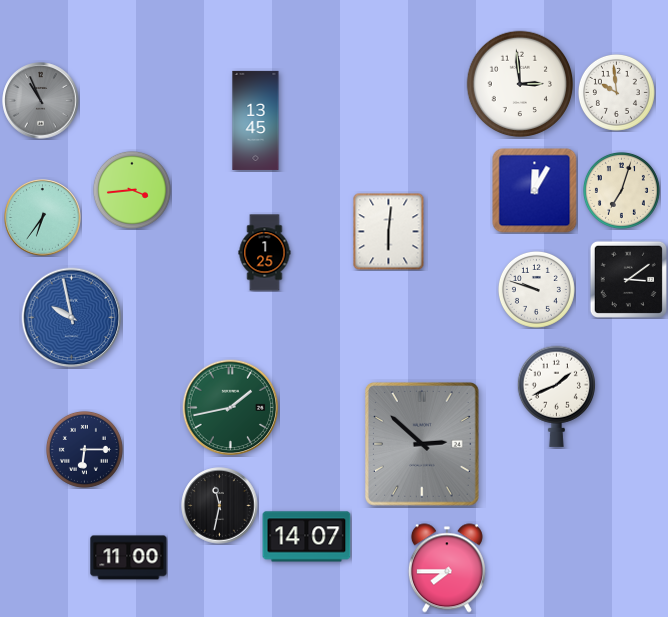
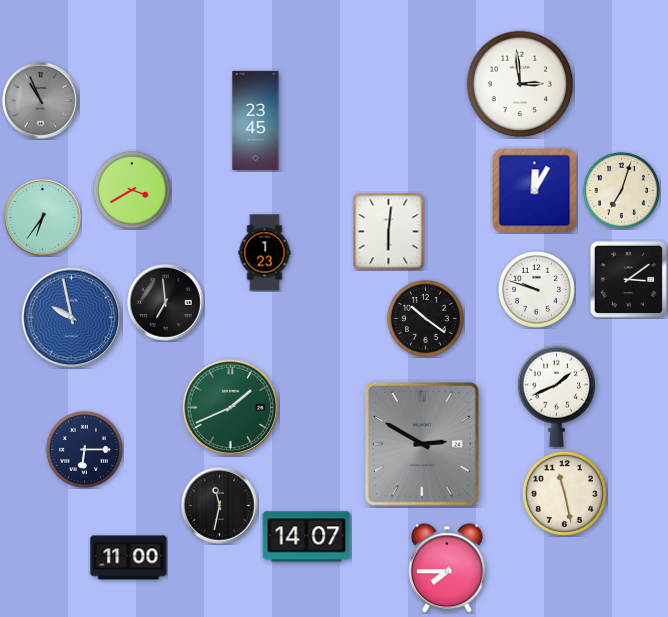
clock at (616, 92): 9:59 -> none
clock at (256, 120): 13:45 -> 23:45
clock at (132, 190): 3:44 -> 3:40
clock at (265, 253): 1:25 -> 1:23
clock at (166, 303): none -> 6:59
clock at (425, 318): none -> 10:21
clock at (231, 408): 1:43 -> 1:41
clock at (422, 444): 2:52 -> 2:50
clock at (564, 493): none -> 11:28
